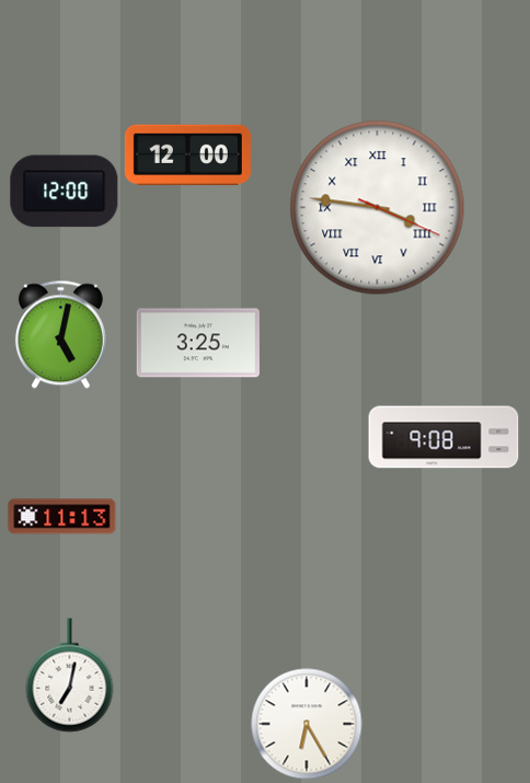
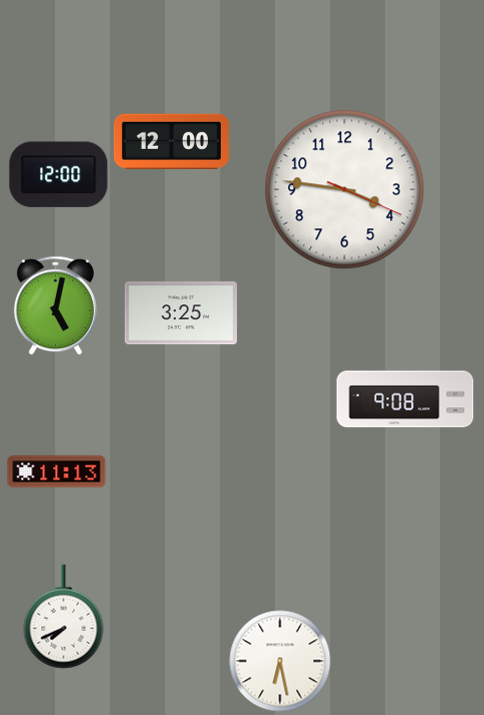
clock at (378, 208) numerals: Roman -> Arabic
clock at (70, 676): 7:02 -> 7:41
clock at (307, 724): 6:25 -> 6:28
